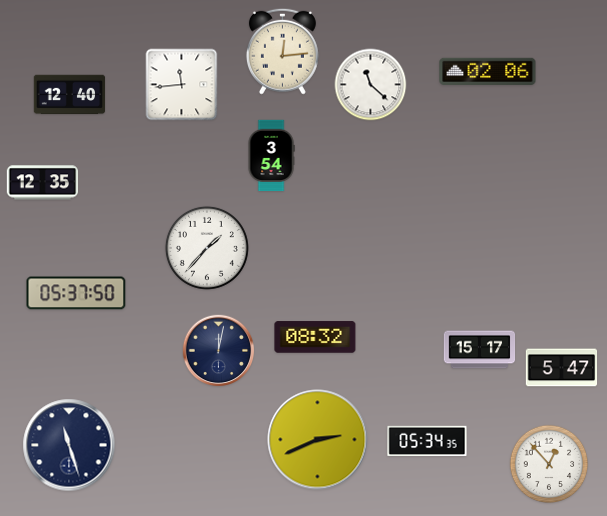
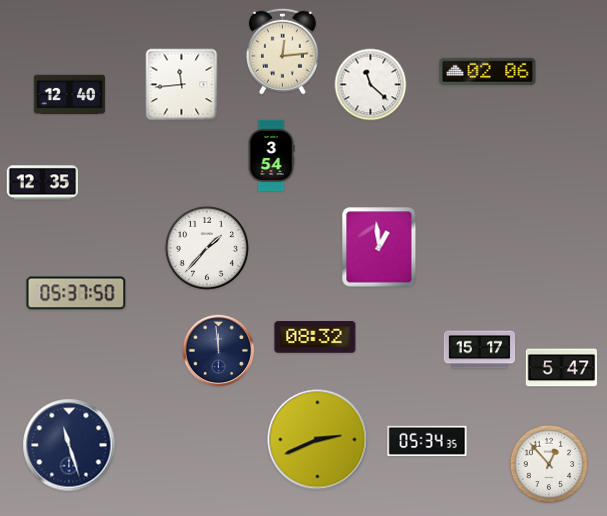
clock at (379, 247): none -> 12:59
clock at (219, 351): 12:02 -> 11:59
